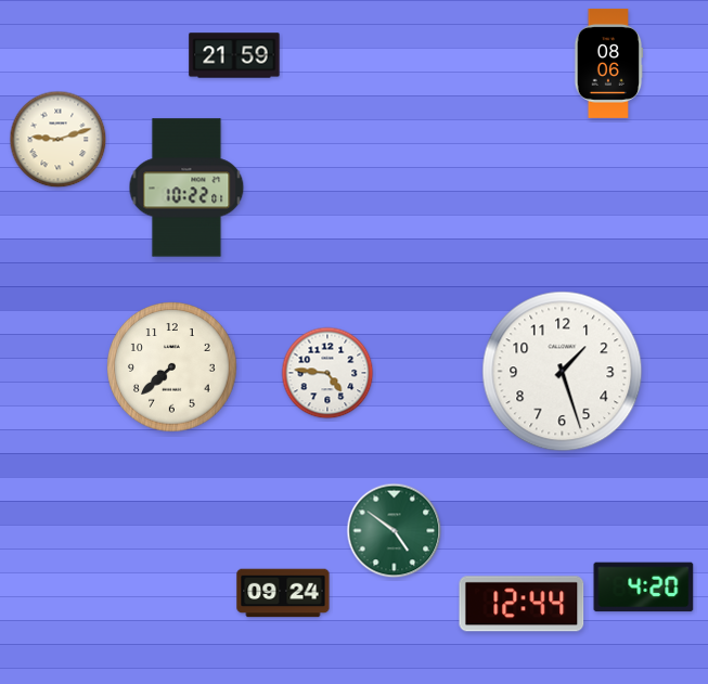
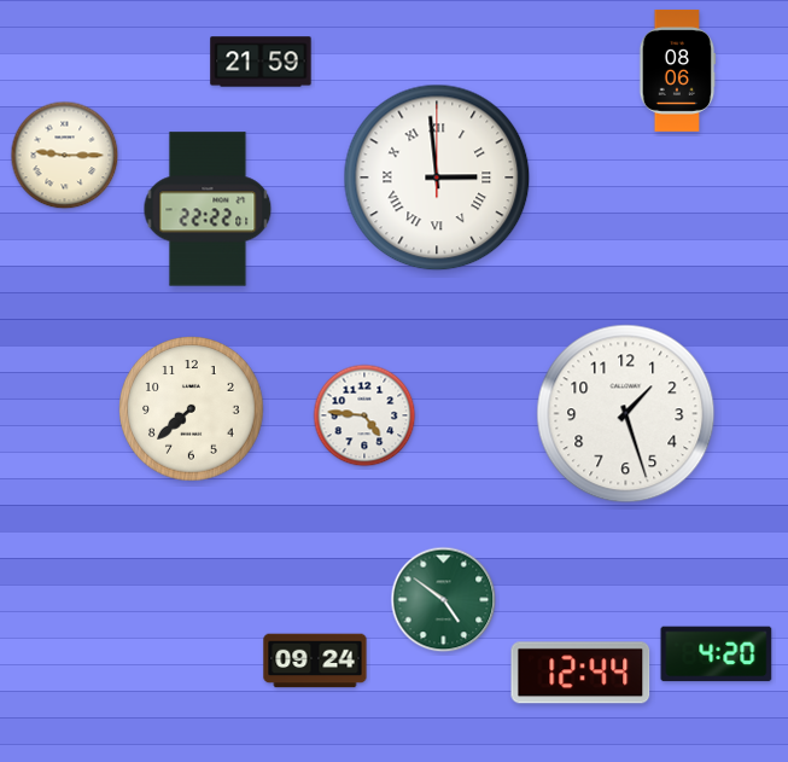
clock at (59, 140): 9:12 -> 9:15
clock at (437, 178): none -> 2:59
clock at (186, 188): 10:22 -> 22:22
clock at (395, 531) position: (395, 531) -> (444, 600)
